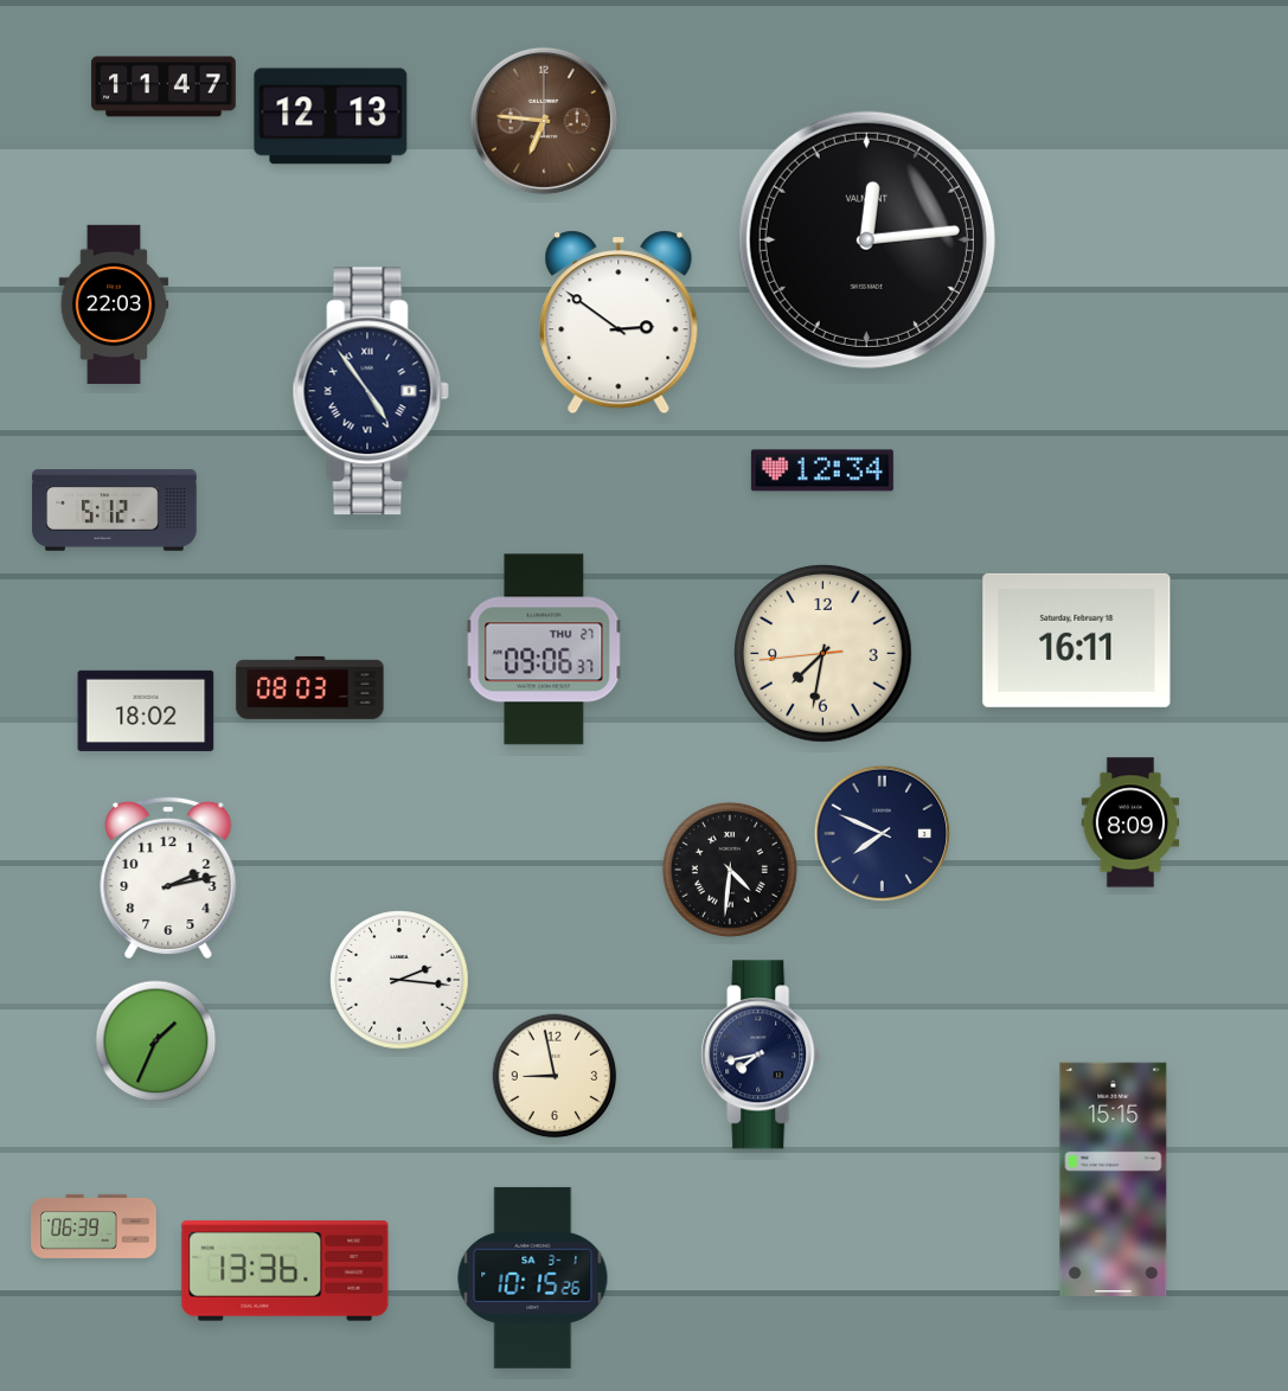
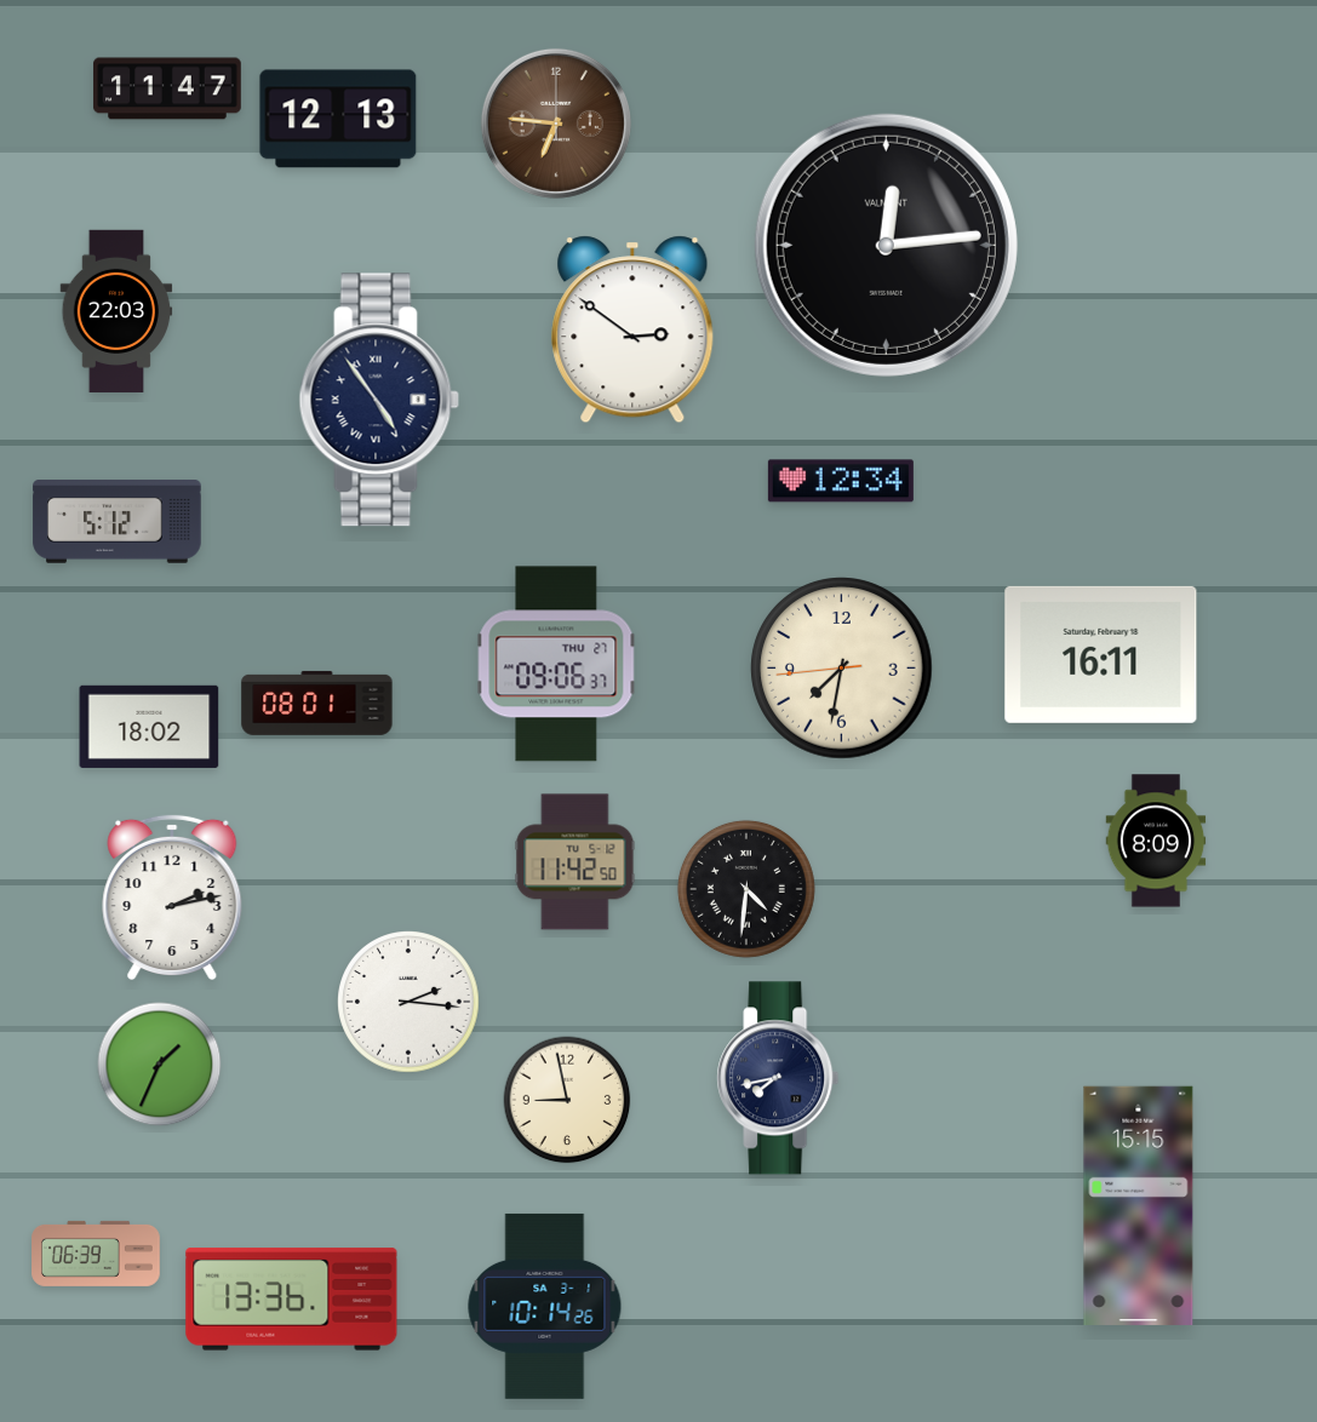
clock at (310, 687): 08:03 -> 08:01
clock at (883, 834): 7:49 -> none
clock at (576, 862): none -> 11:42
clock at (533, 1277): 10:15 -> 10:14
